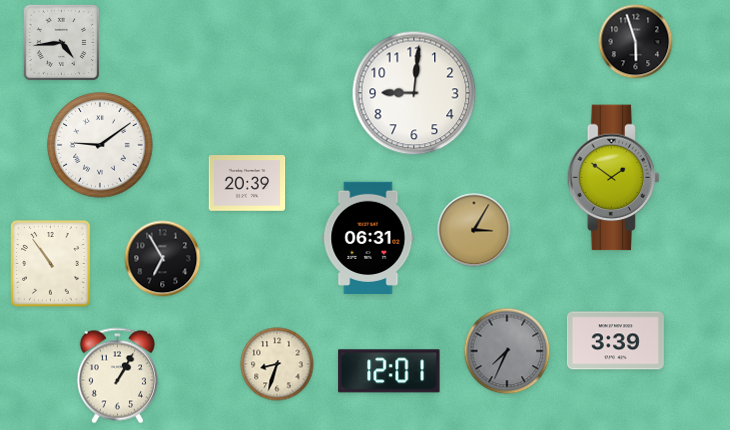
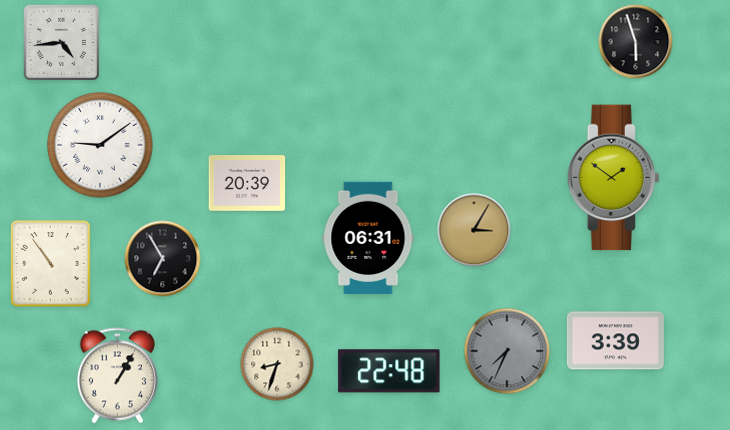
clock at (414, 93): 9:01 -> none
clock at (389, 371): 12:01 -> 22:48
